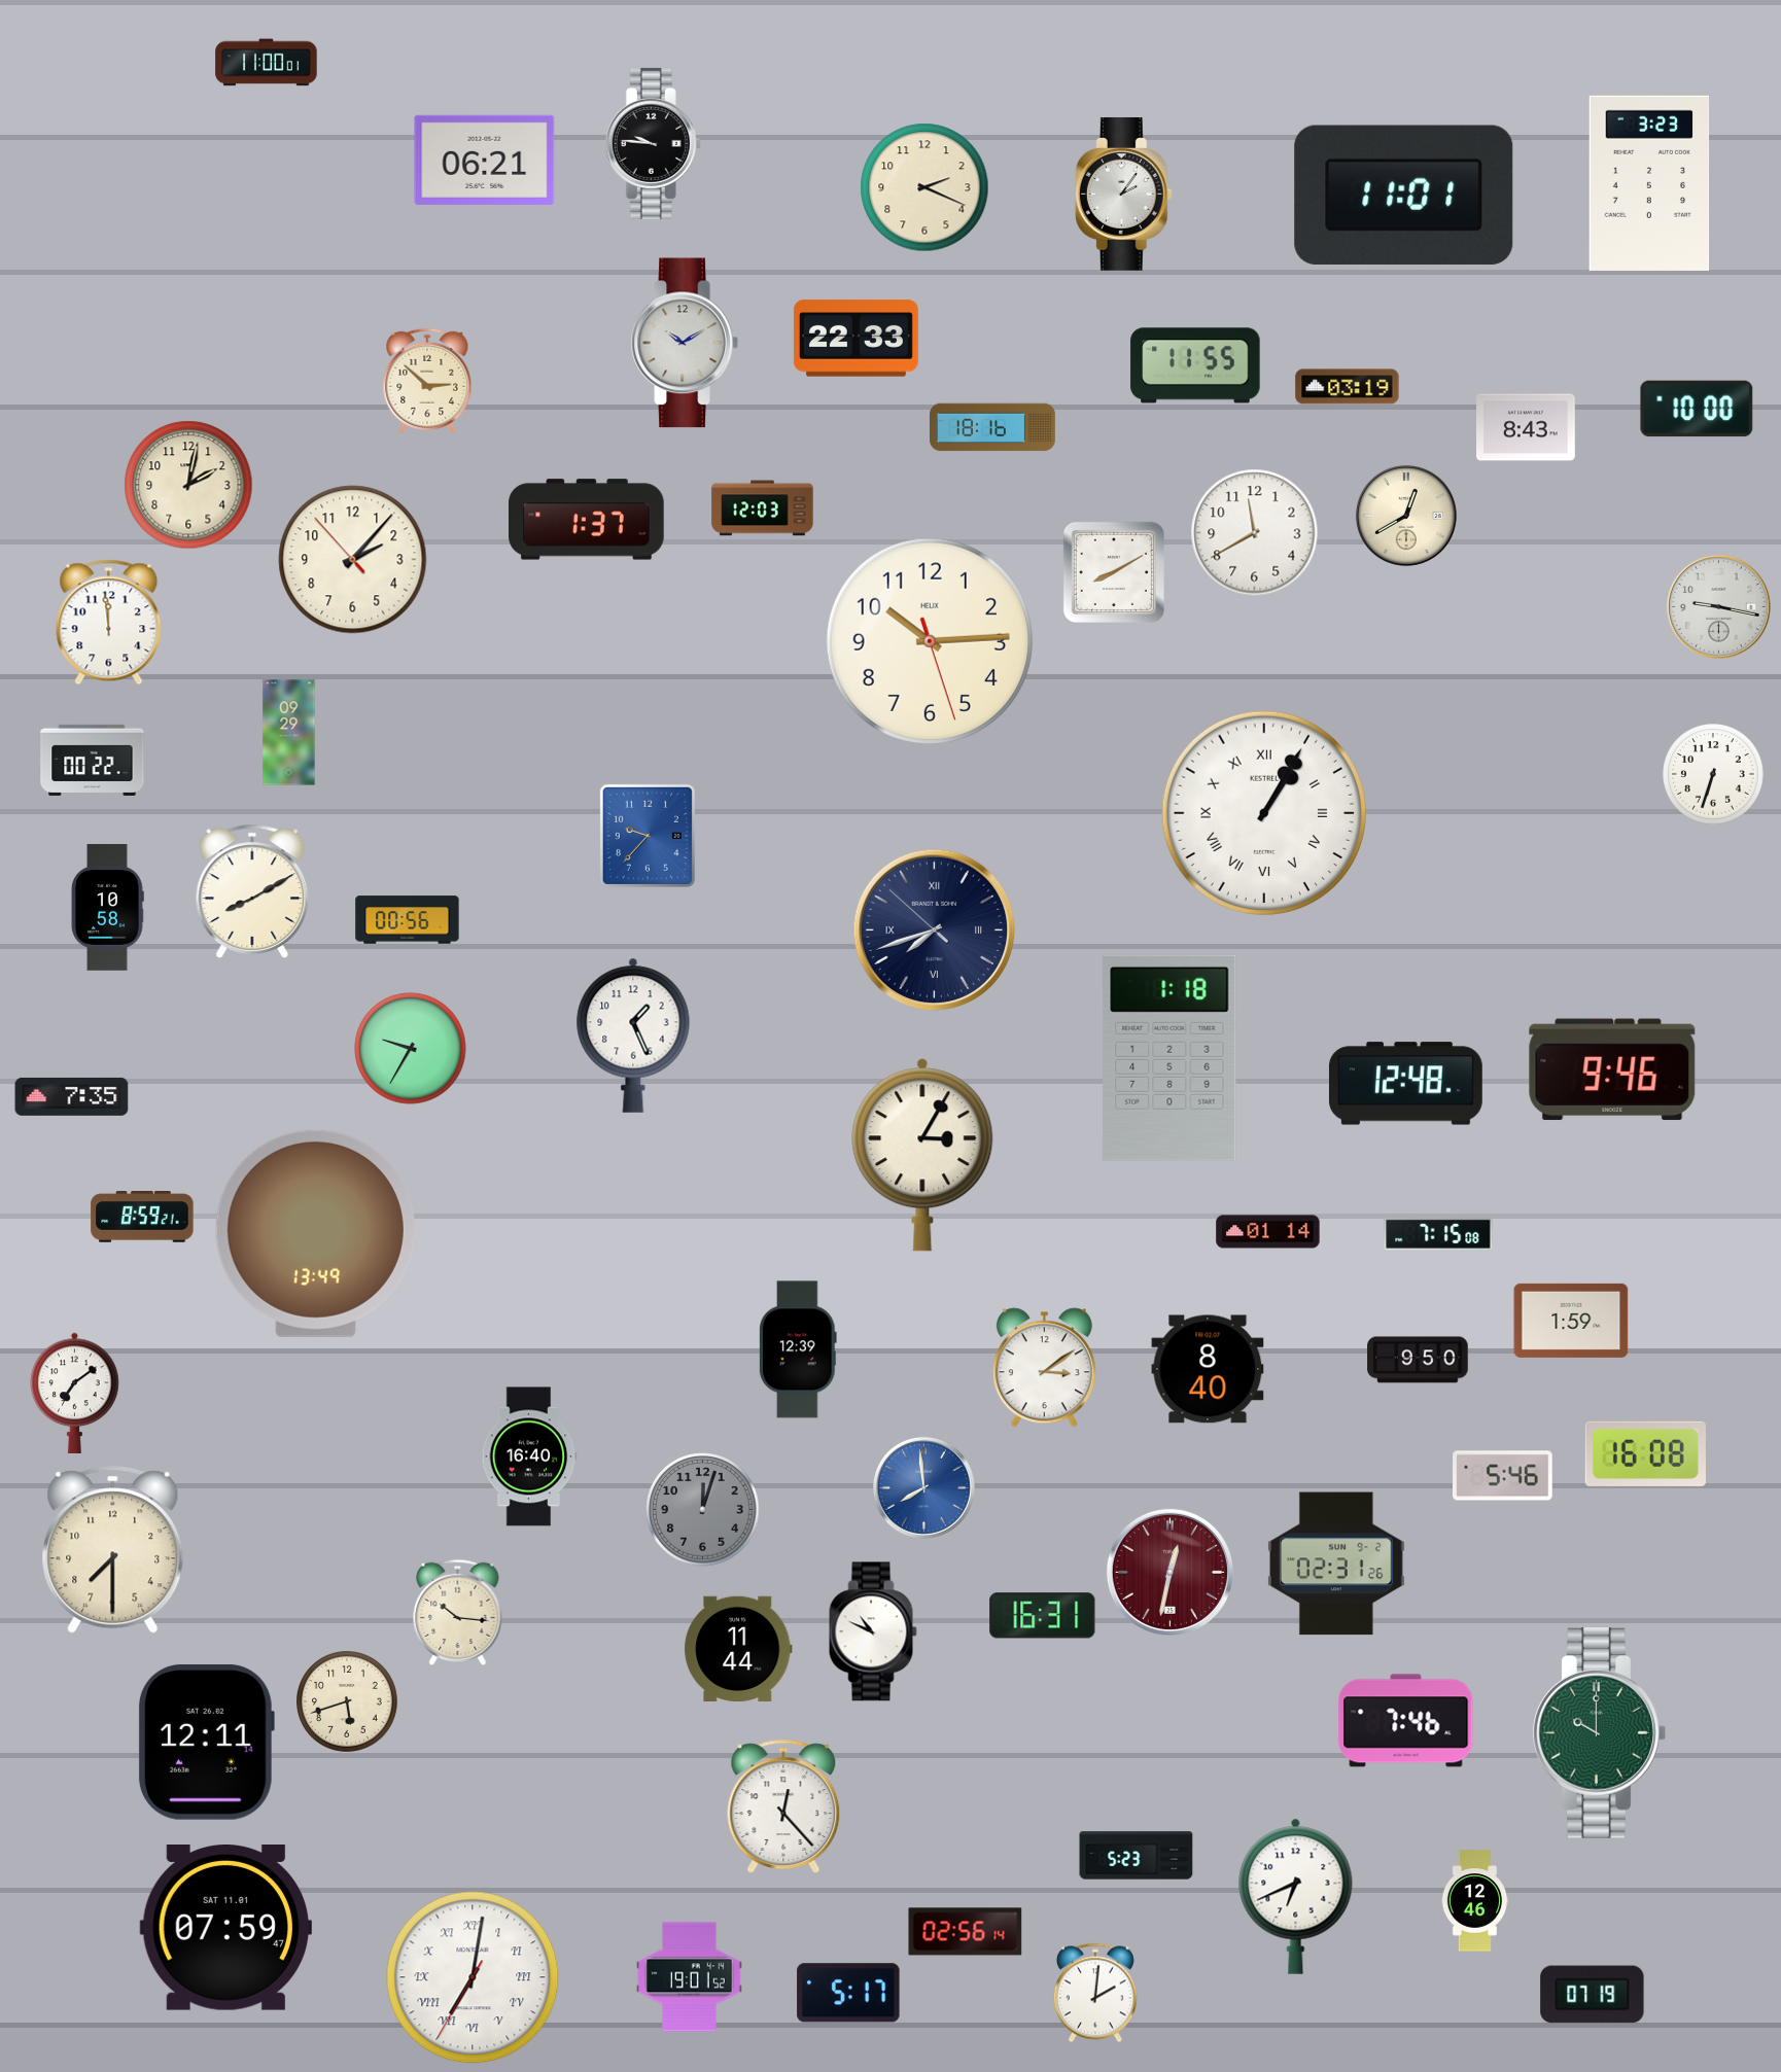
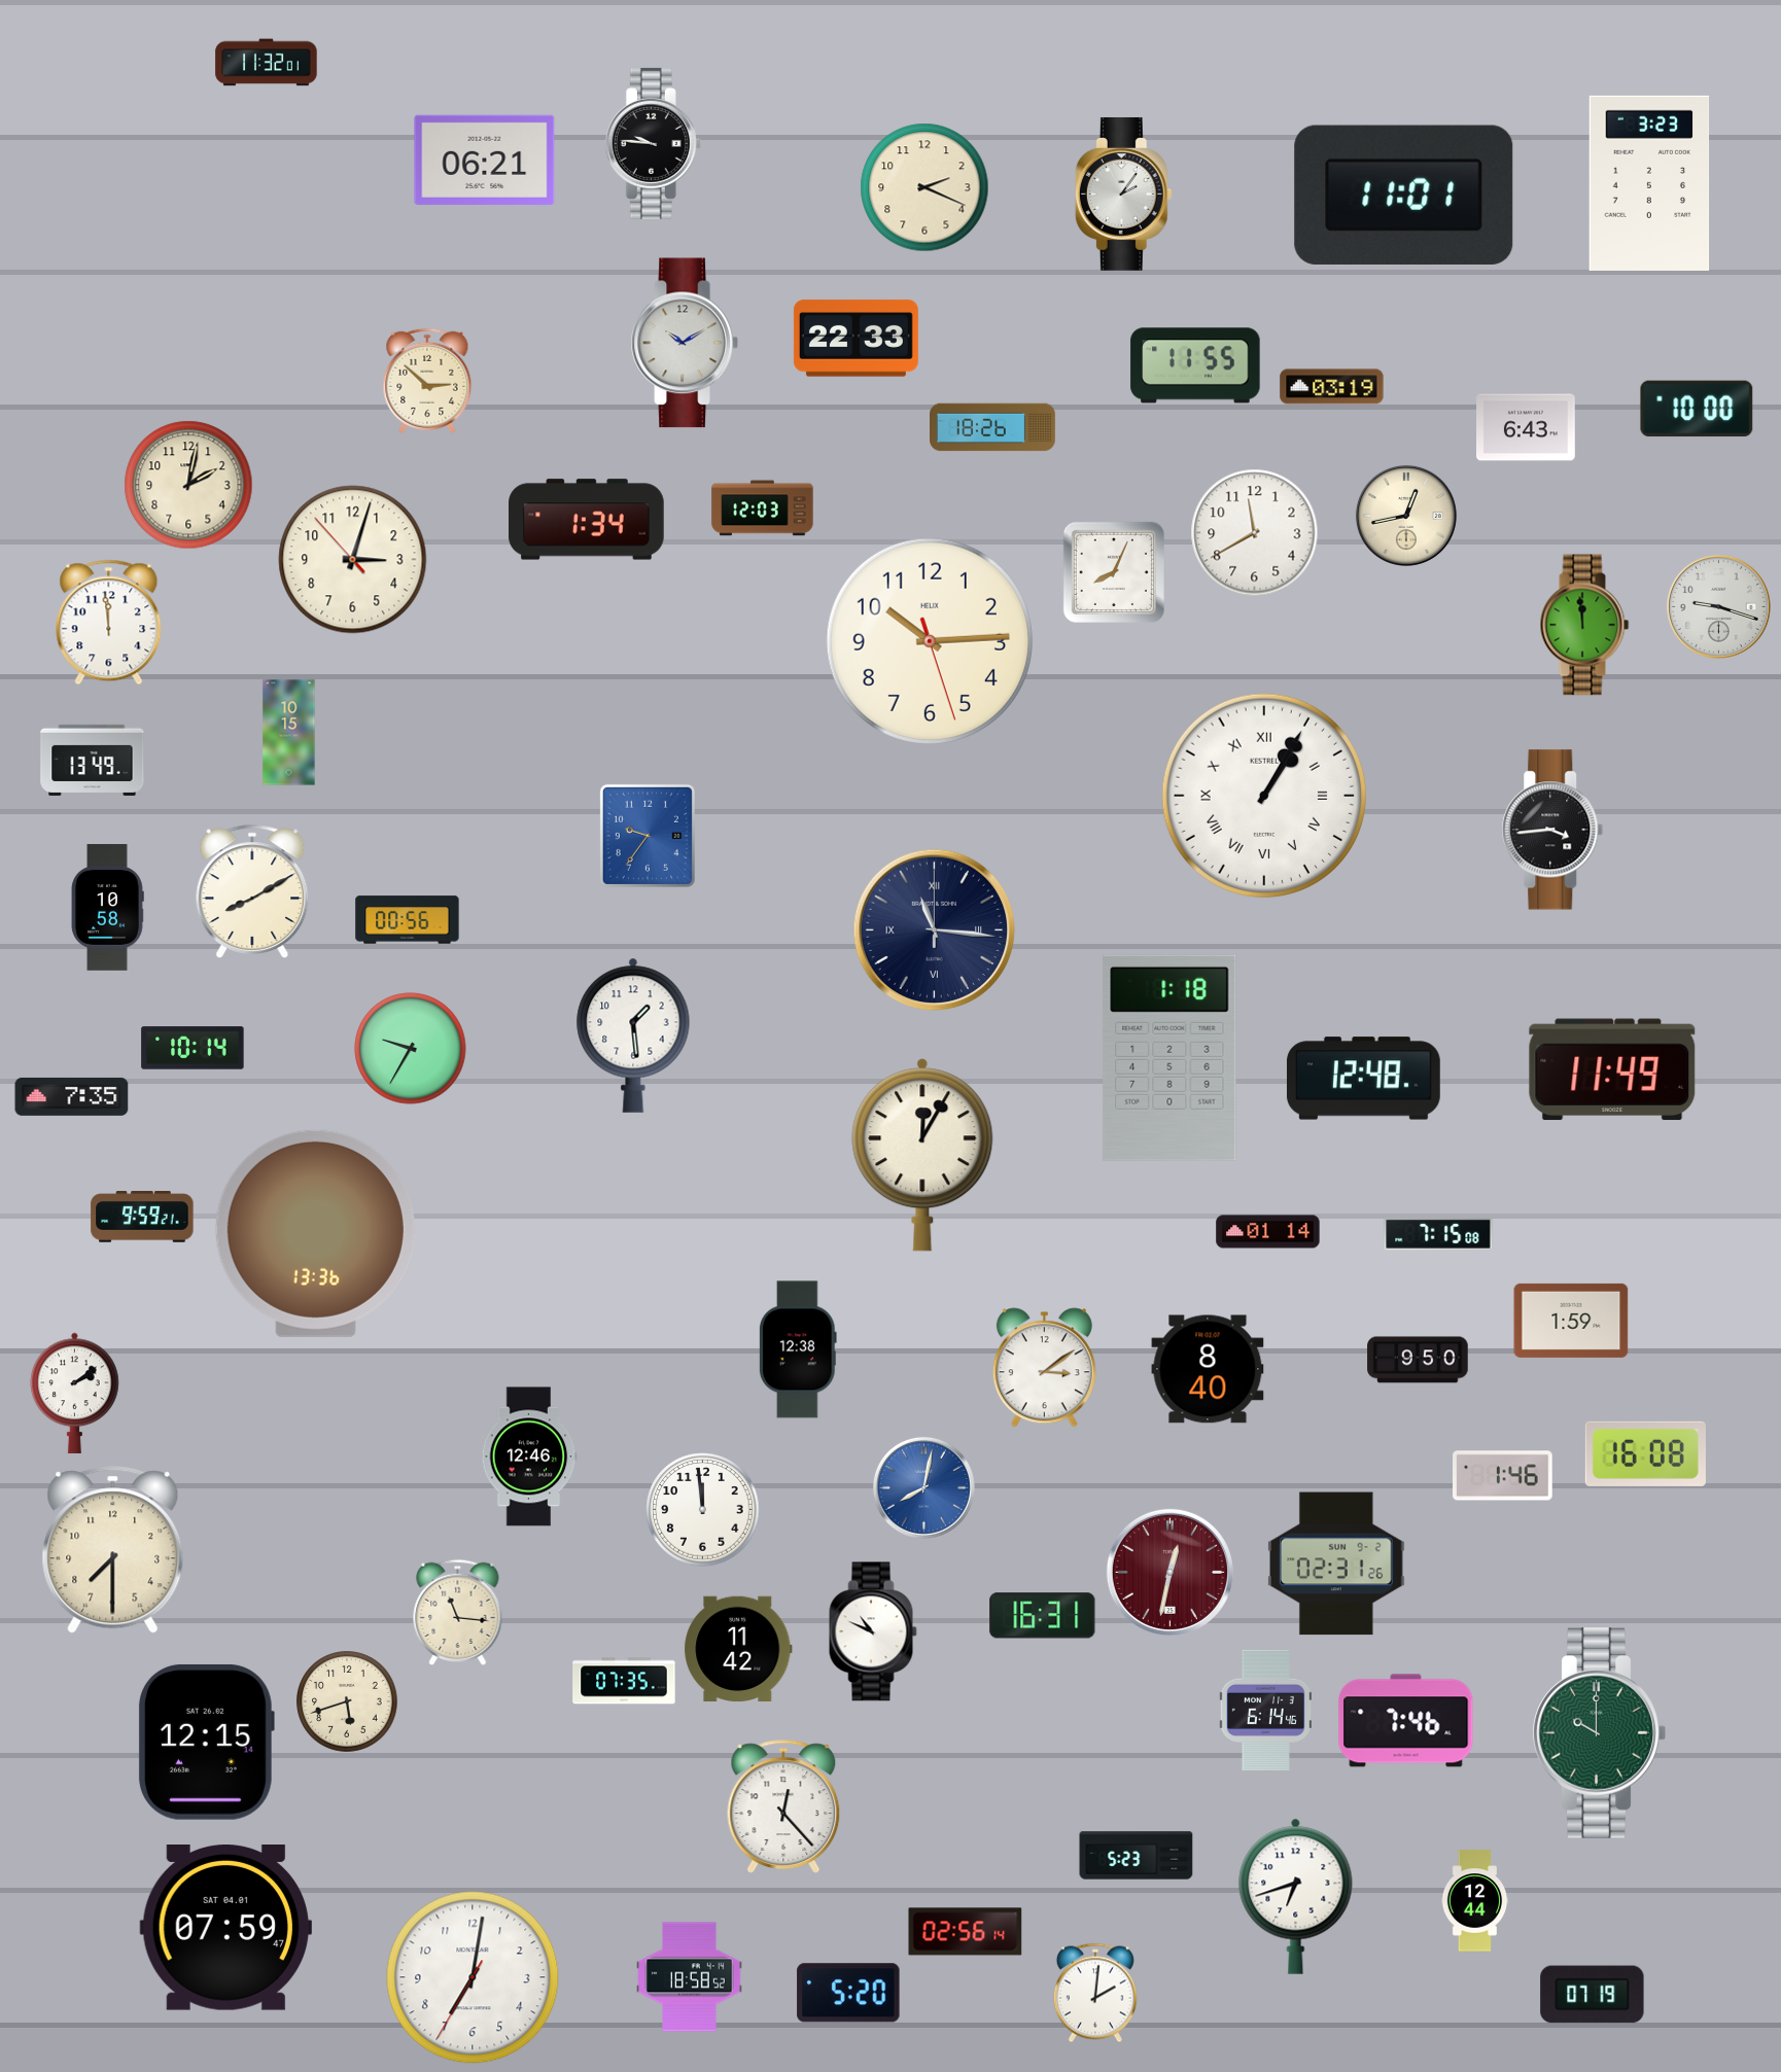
clock at (267, 63): 11:00 -> 11:32
clock at (1348, 387) position: (1348, 387) -> (1332, 387)
clock at (993, 427): 18:16 -> 18:26
clock at (1527, 427): 8:43 -> 6:43
clock at (1406, 516): 12:40 -> 12:43
clock at (587, 520): 1:37 -> 1:34
clock at (353, 560): 2:06 -> 3:02
clock at (1114, 572): 8:10 -> 8:04
clock at (1718, 606): 9:17 -> 9:18
clock at (1584, 625): none -> 11:59
clock at (289, 733): 09:29 -> 10:15
clock at (93, 760): 00:22 -> 13:49
clock at (1713, 774): 6:33 -> none
clock at (1264, 813) position: (1264, 813) -> (1264, 796)
clock at (1552, 830): none -> 3:44
clock at (648, 836): 9:37 -> 9:36
clock at (935, 930): 7:41 -> 11:16
clock at (633, 1035): 1:26 -> 1:29
clock at (193, 1048): none -> 10:14
clock at (1612, 1069): 9:46 -> 11:49
clock at (1405, 1084) position: (1405, 1084) -> (1363, 1079)
clock at (922, 1155): 3:05 -> 12:05
clock at (142, 1218): 8:59 -> 9:59
clock at (315, 1233): 13:49 -> 13:36
clock at (798, 1349): 12:39 -> 12:38
clock at (75, 1393): 7:09 -> 2:09
clock at (529, 1456): 16:40 -> 12:46
clock at (1503, 1476): 5:46 -> 1:46
clock at (923, 1487): 7:59 -> 8:02
clock at (703, 1510): 12:03 -> 11:59
clock at (703, 1510) dial: grey -> white
clock at (458, 1612): 10:16 -> 11:16
clock at (738, 1648): 11:44 -> 11:42
clock at (624, 1681): none -> 07:35
clock at (1265, 1710): none -> 6:14
clock at (206, 1742): 12:11 -> 12:15
clock at (1296, 1896): 6:41 -> 6:42
clock at (1475, 1901): 12:46 -> 12:44
clock at (225, 1928) date: SAT 11.01 -> SAT 04.01
clock at (473, 1977) numerals: Roman -> Arabic
clock at (690, 1977): 19:01 -> 18:58
clock at (848, 1993): 5:17 -> 5:20
